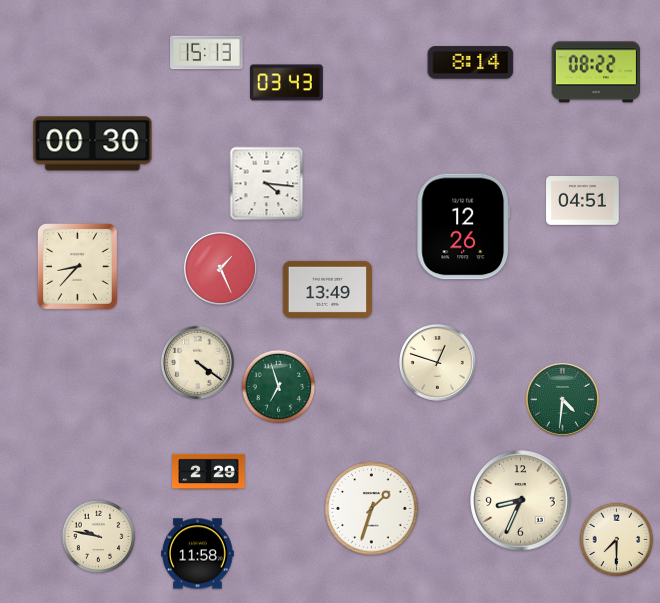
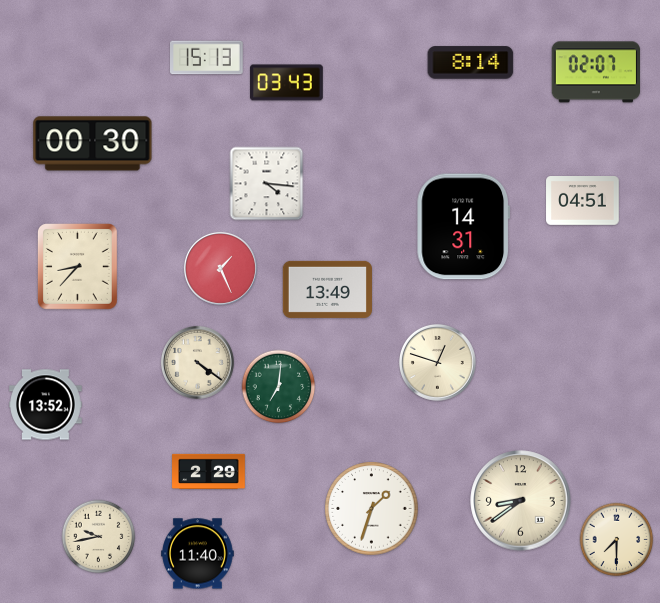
clock at (207, 53) position: (207, 53) -> (207, 58)
clock at (595, 72): 08:22 -> 02:07
clock at (463, 227): 12:26 -> 14:31
clock at (279, 387): 6:57 -> 7:01
clock at (562, 399): 4:31 -> none
clock at (46, 405): none -> 13:52
clock at (521, 501): 8:34 -> 8:39
clock at (99, 537): 9:47 -> 9:43
clock at (198, 554): 11:58 -> 11:40
